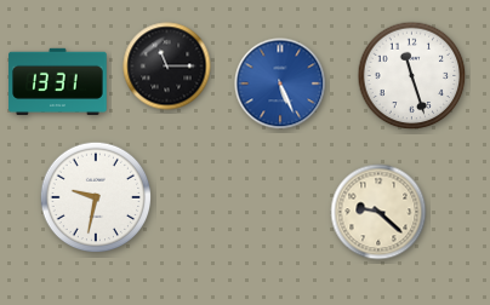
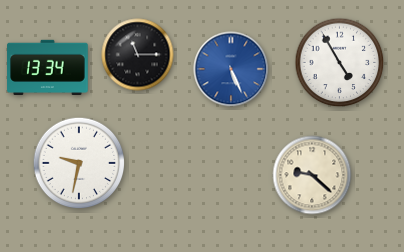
clock at (412, 76): 11:27 -> 4:55
clock at (58, 81): 13:31 -> 13:34
